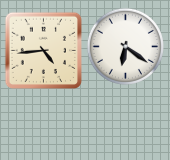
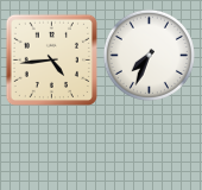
clock at (125, 46): 6:21 -> 7:34
